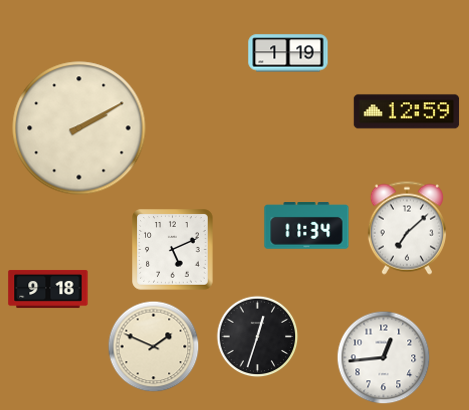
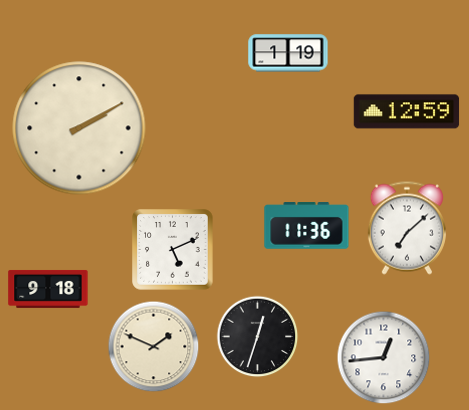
clock at (307, 226): 11:34 -> 11:36
